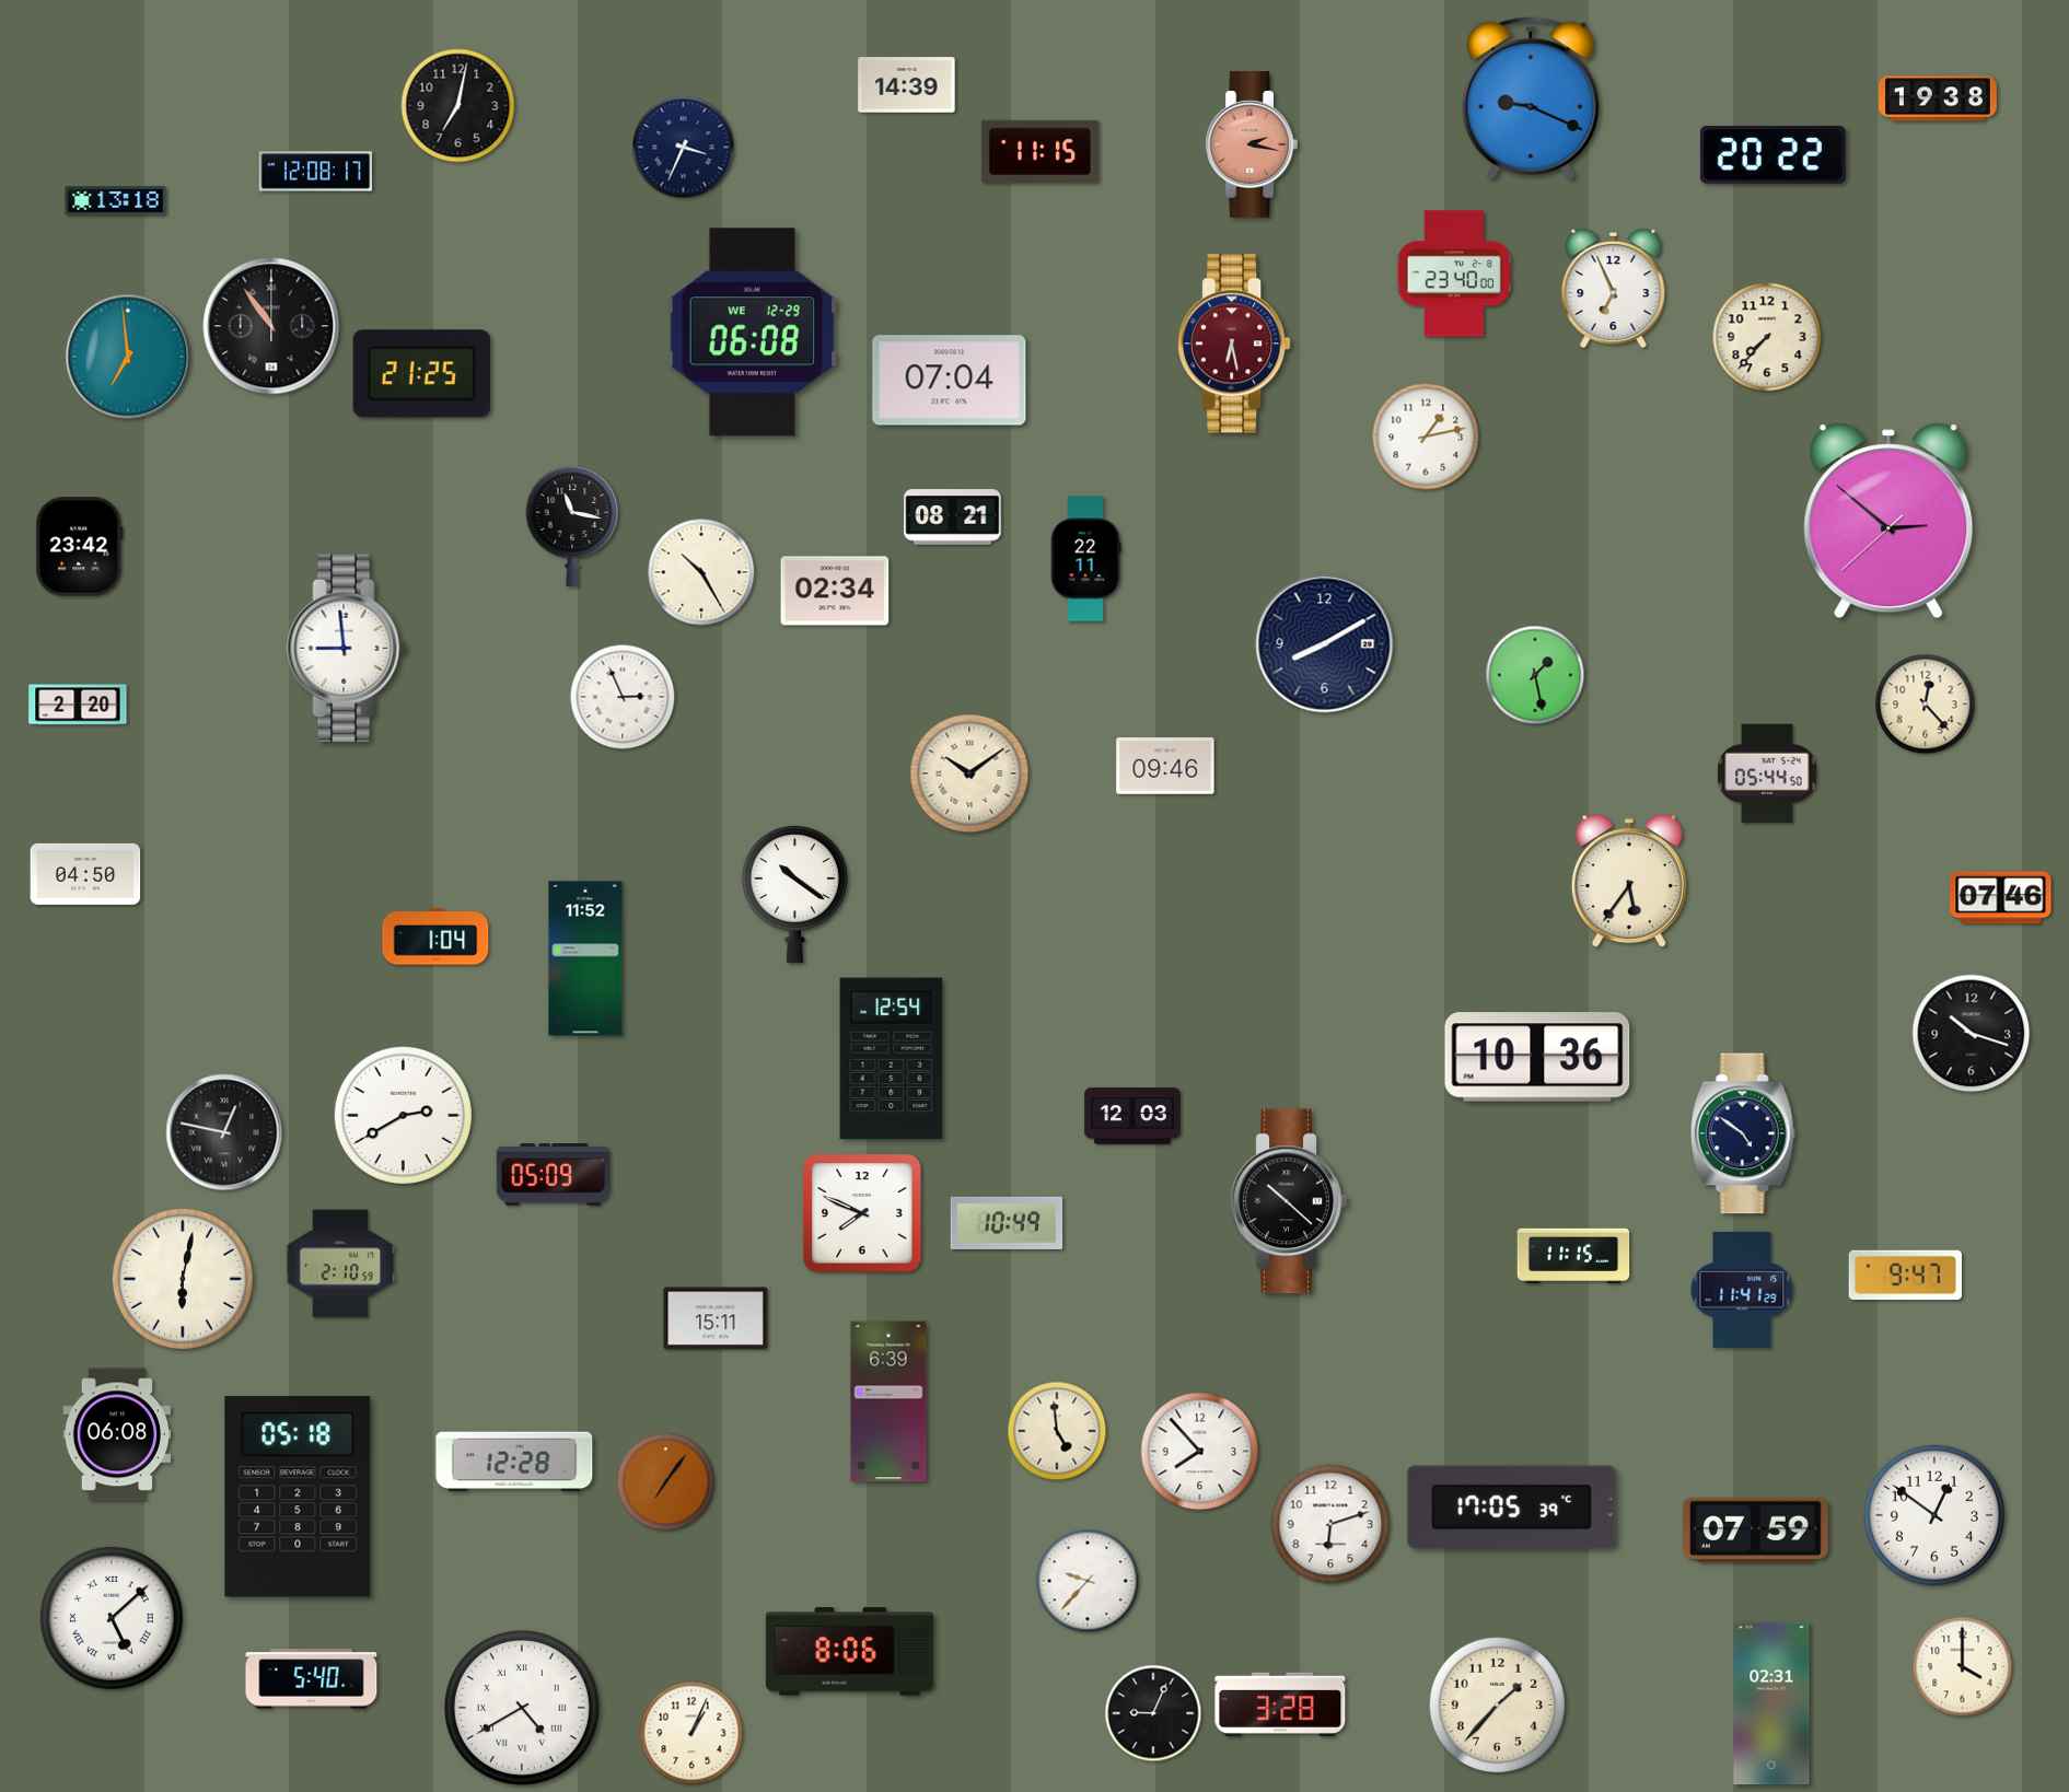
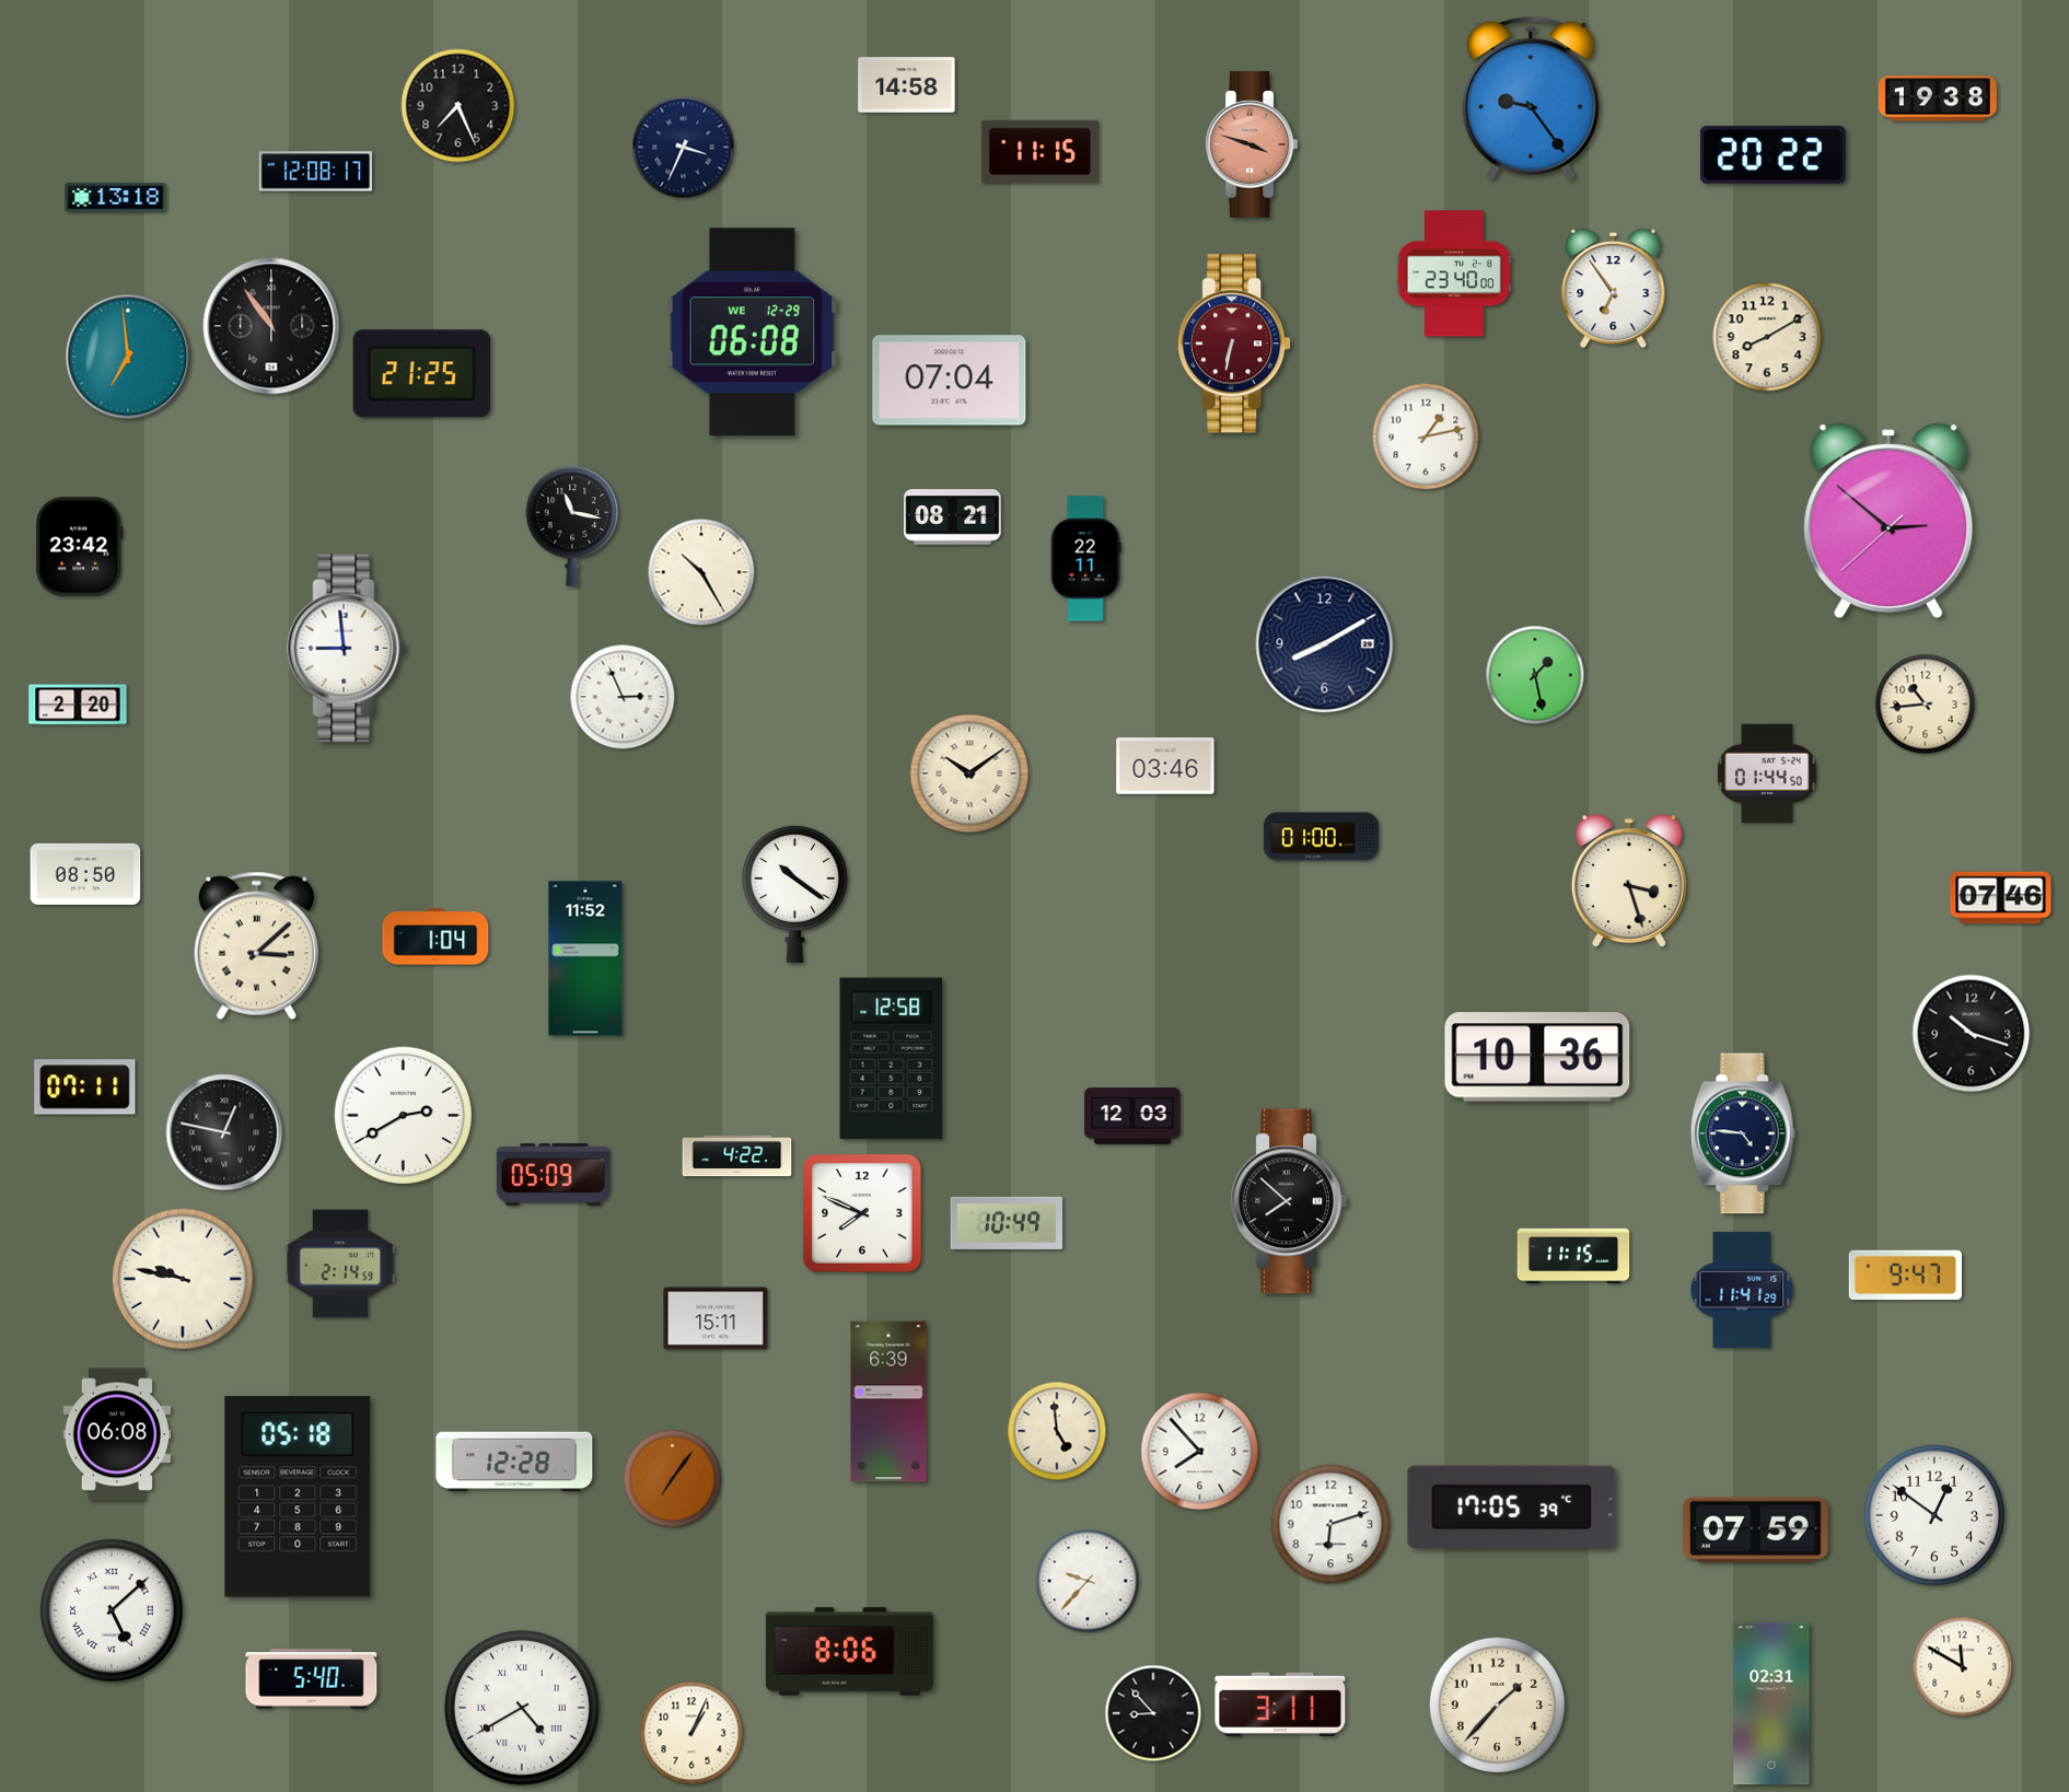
clock at (907, 85): 14:39 -> 14:58
clock at (1531, 98): 9:19 -> 9:24
clock at (458, 106): 7:02 -> 7:26
clock at (1252, 144): 2:17 -> 3:48
clock at (116, 201) position: (116, 201) -> (116, 198)
clock at (1614, 289): 6:56 -> 6:54
clock at (1767, 337): 7:37 -> 8:10
clock at (1234, 344): 6:28 -> 6:32
clock at (835, 591): 02:34 -> none
clock at (1926, 705): 12:23 -> 10:44
clock at (1165, 766): 09:46 -> 03:46
clock at (1767, 773): 05:44 -> 01:44
clock at (1321, 837): none -> 01:00
clock at (85, 874): 04:50 -> 08:50
clock at (1629, 882): 5:36 -> 3:27
clock at (256, 945): none -> 3:08
clock at (892, 1059): 12:54 -> 12:58
clock at (85, 1087): none -> 07:11
clock at (1743, 1133): 4:51 -> 4:46
clock at (737, 1156): none -> 4:22
clock at (1289, 1201): 10:22 -> 7:52
clock at (340, 1264): 2:10 -> 2:14
clock at (183, 1279): 6:02 -> 9:47
clock at (666, 1482) position: (666, 1482) -> (673, 1479)
clock at (112, 1618) position: (112, 1618) -> (112, 1610)
clock at (1963, 1667): 4:00 -> 11:50
clock at (1280, 1704): 3:28 -> 3:11
clock at (1153, 1713): 9:04 -> 8:53
